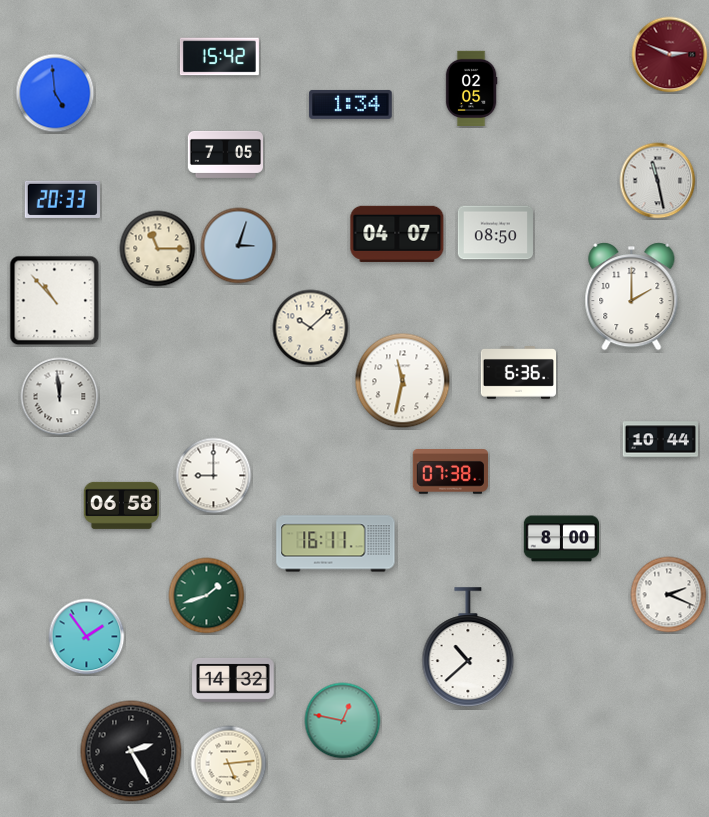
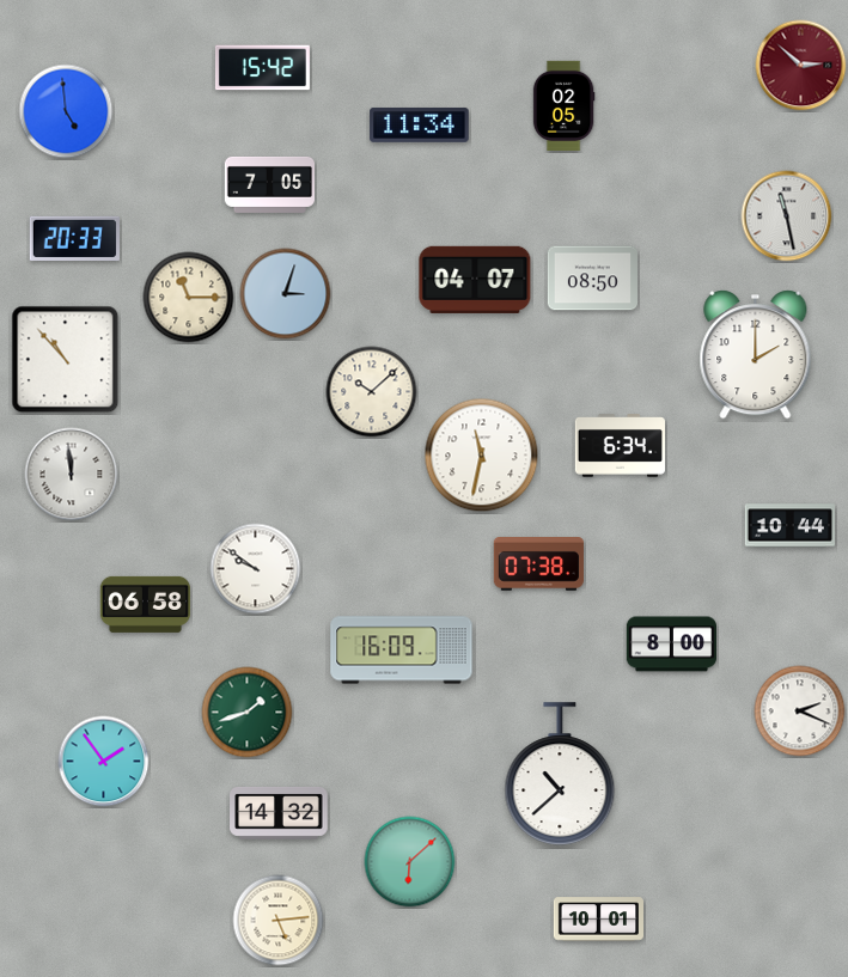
clock at (670, 55): 2:49 -> 2:52
clock at (351, 104): 1:34 -> 11:34
clock at (518, 373): 6:36 -> 6:34
clock at (214, 476): 9:00 -> 9:51
clock at (336, 544): 16:11 -> 16:09
clock at (343, 721): 12:47 -> 6:08
clock at (131, 751): 2:25 -> none
clock at (229, 764) position: (229, 764) -> (279, 921)
clock at (598, 920): none -> 10:01
